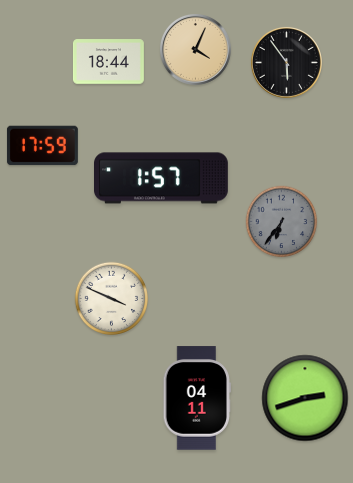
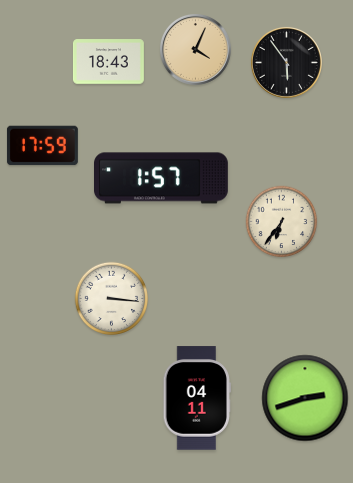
clock at (108, 62): 18:44 -> 18:43
clock at (282, 222) dial: grey -> cream
clock at (111, 298): 3:49 -> 3:16
